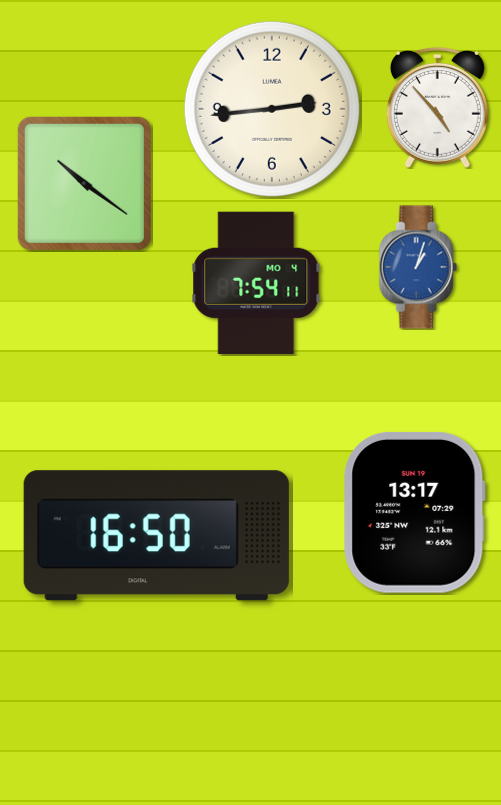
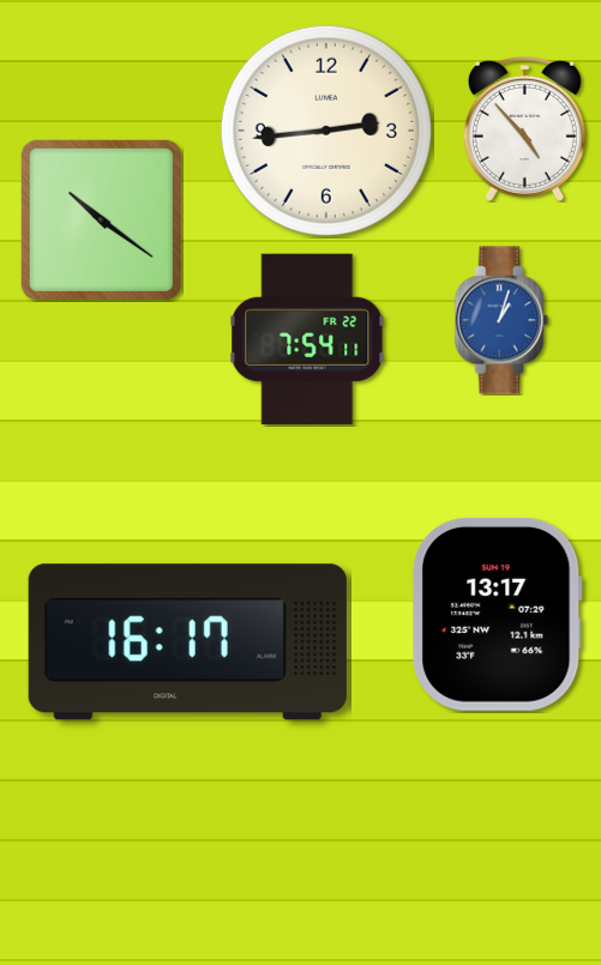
clock at (256, 283) date: MO 4 -> FR 22
clock at (156, 536): 16:50 -> 16:17
